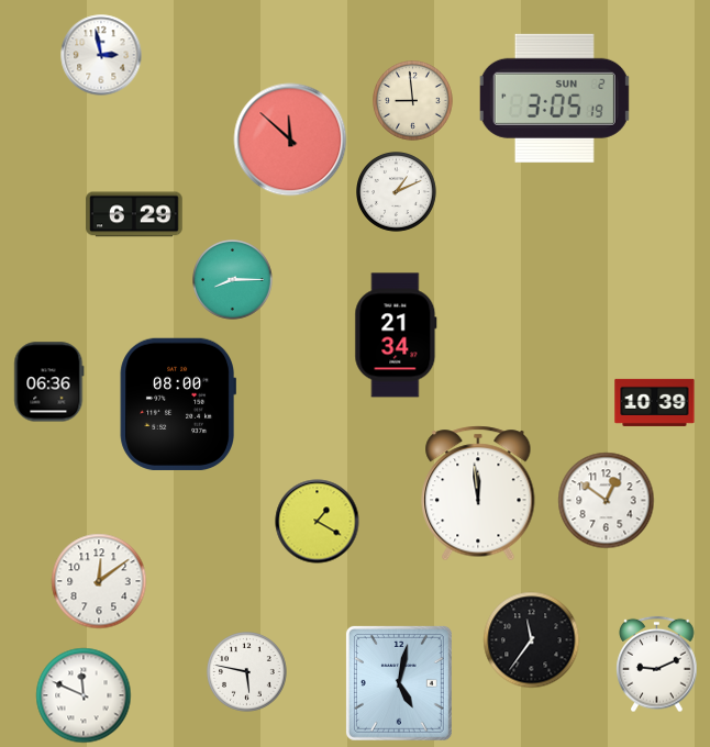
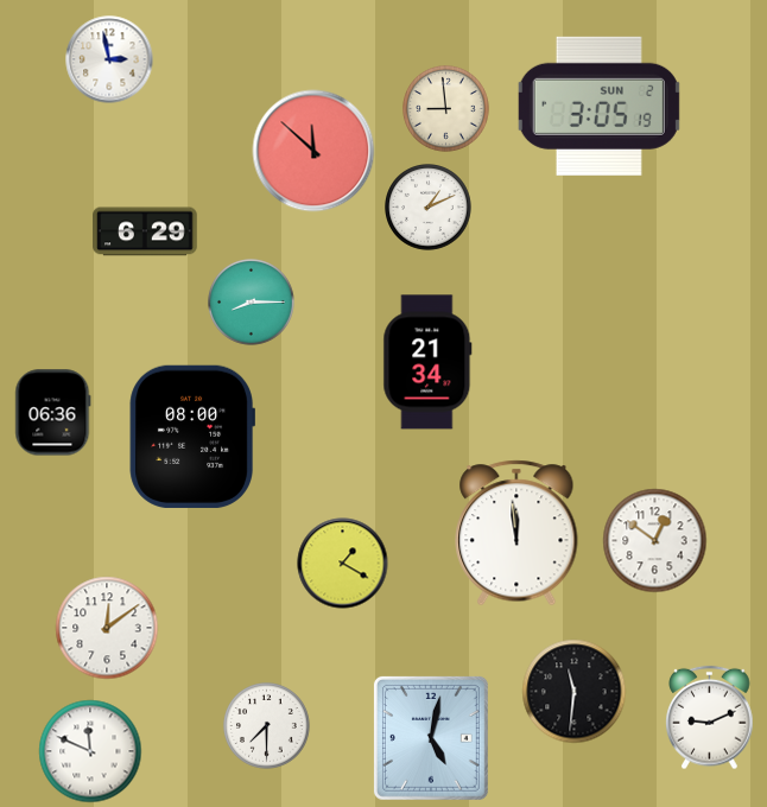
clock at (655, 402): 10:39 -> none
clock at (532, 640): 11:36 -> 11:31
clock at (247, 672): 5:47 -> 7:30
